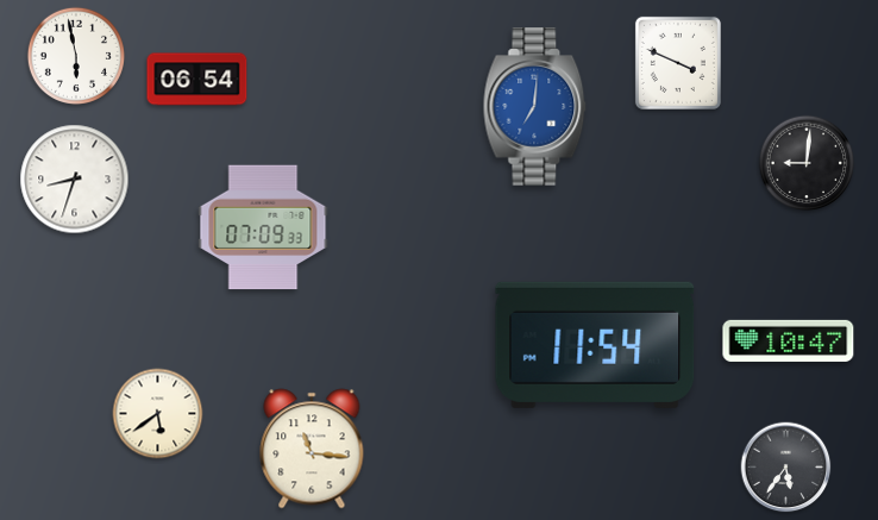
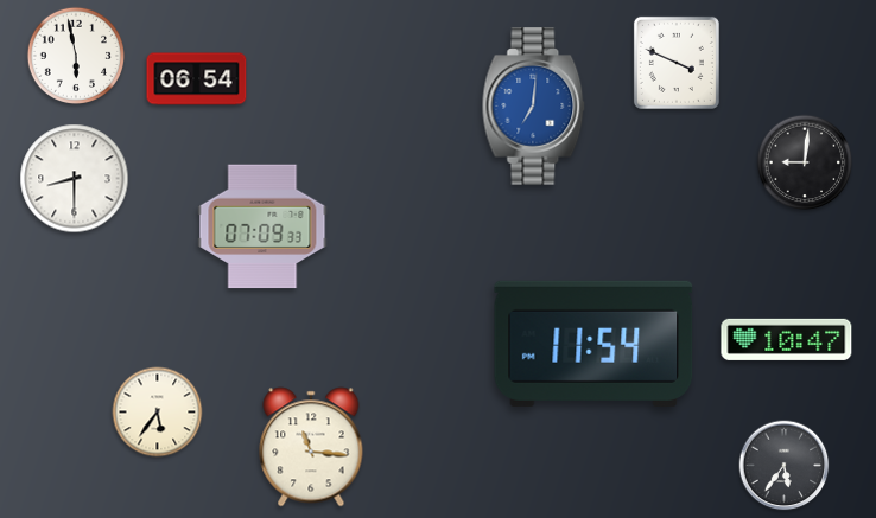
clock at (75, 180): 8:33 -> 8:30
clock at (158, 414): 5:39 -> 5:36
